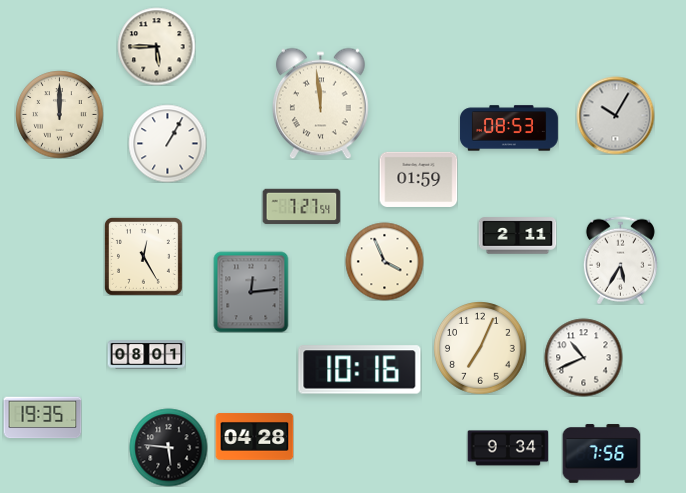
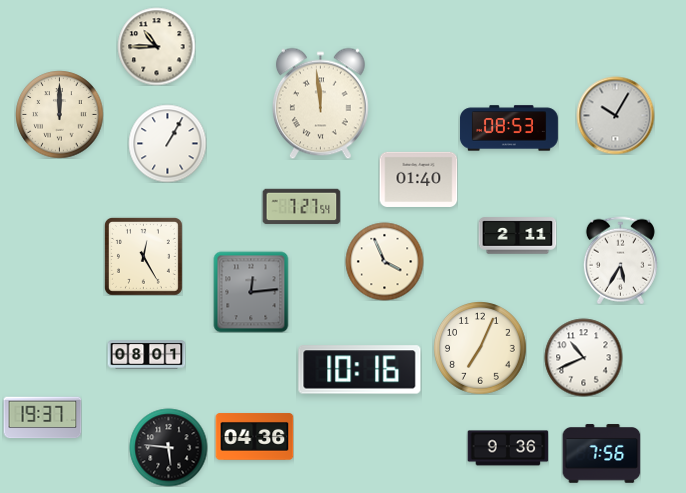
clock at (156, 46): 5:45 -> 10:45
clock at (418, 179): 01:59 -> 01:40
clock at (42, 418): 19:35 -> 19:37
clock at (254, 437): 04:28 -> 04:36
clock at (508, 448): 9:34 -> 9:36
